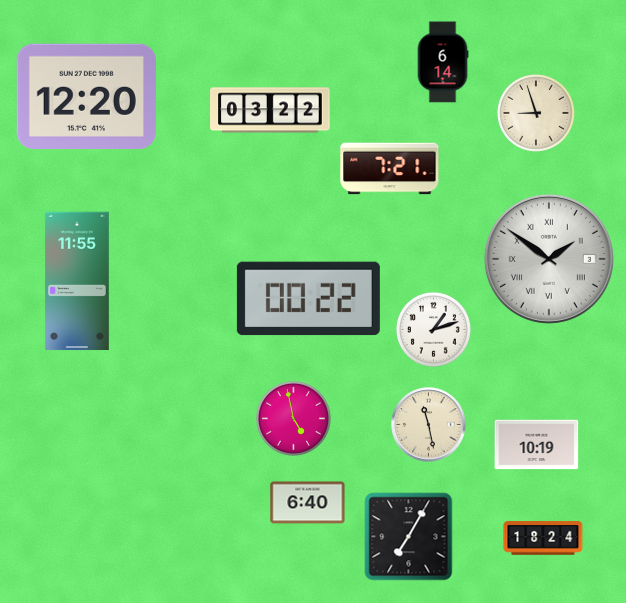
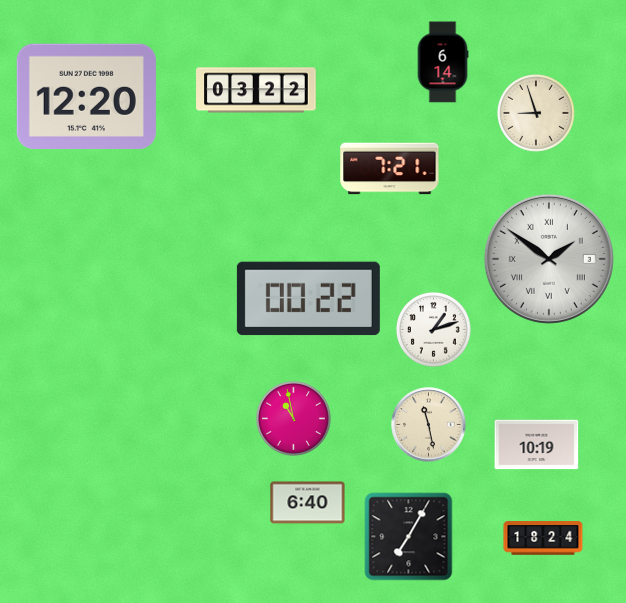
clock at (270, 110) position: (270, 110) -> (256, 90)
clock at (77, 281): 11:55 -> none
clock at (294, 419): 4:58 -> 10:58
